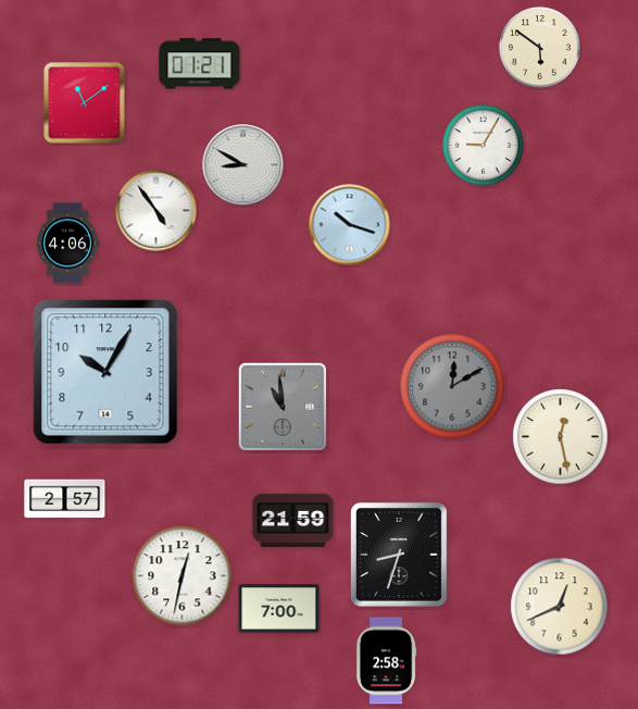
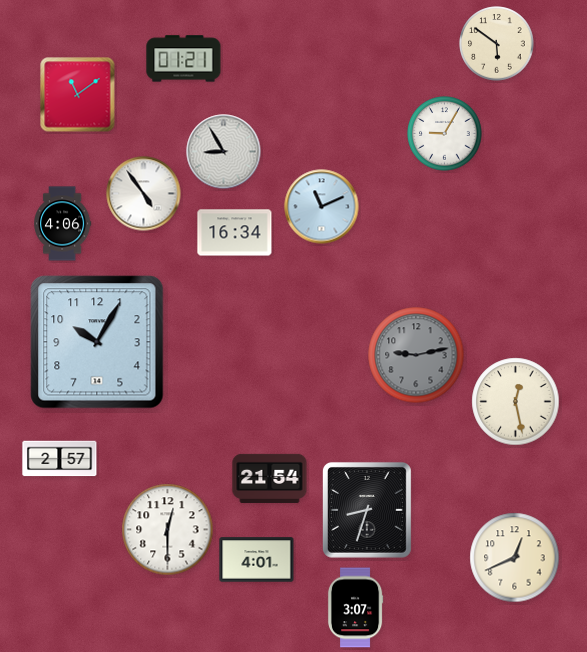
clock at (243, 165): 8:50 -> 8:55
clock at (350, 225): 10:18 -> 11:11
clock at (235, 233): none -> 16:34
clock at (452, 386): 12:10 -> 9:13
clock at (283, 407): 10:59 -> none
clock at (293, 520): 21:59 -> 21:54
clock at (183, 576): 12:32 -> 12:30
clock at (279, 609): 7:00 -> 4:01
clock at (386, 661): 2:58 -> 3:07
